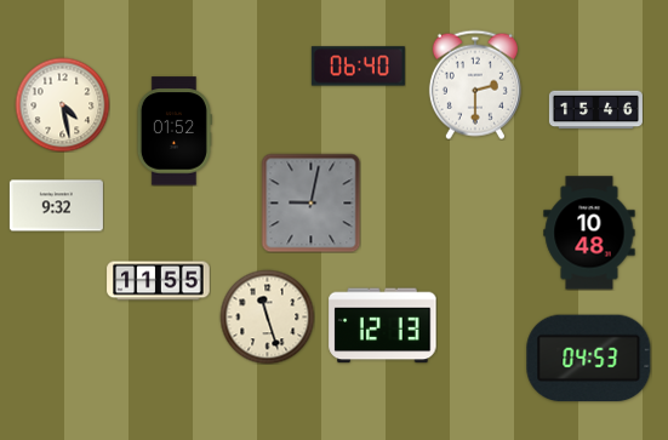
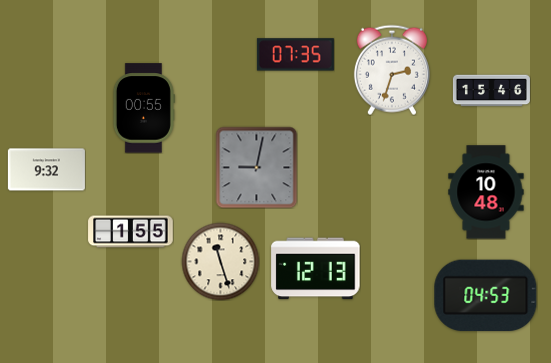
clock at (358, 67): 06:40 -> 07:35
clock at (475, 85): 2:30 -> 2:33
clock at (62, 104): 4:28 -> none
clock at (173, 131): 01:52 -> 00:55
clock at (159, 281): 11:55 -> 1:55
